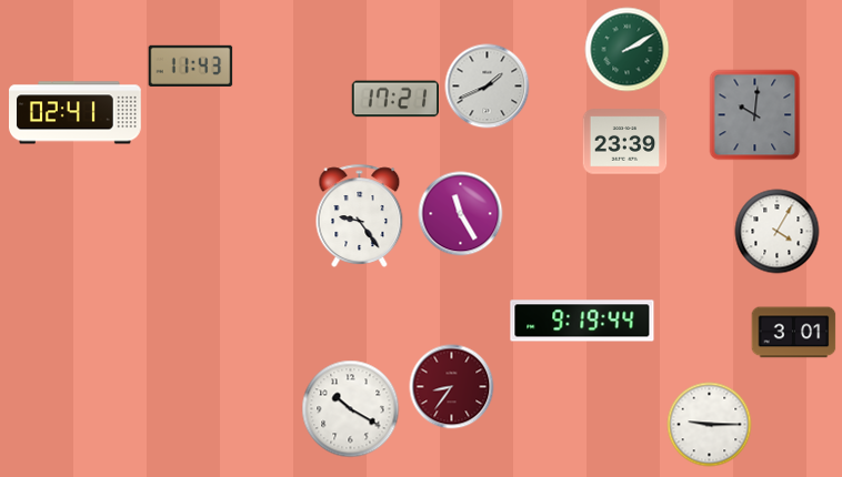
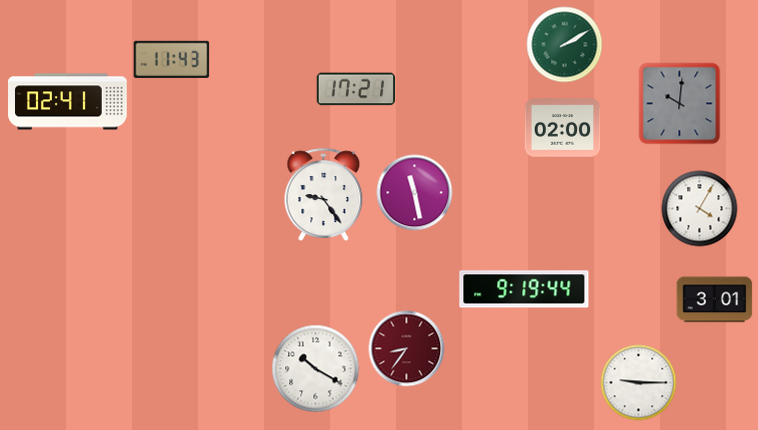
clock at (488, 87): 1:41 -> none
clock at (625, 142): 23:39 -> 02:00
clock at (461, 214): 11:25 -> 11:28
